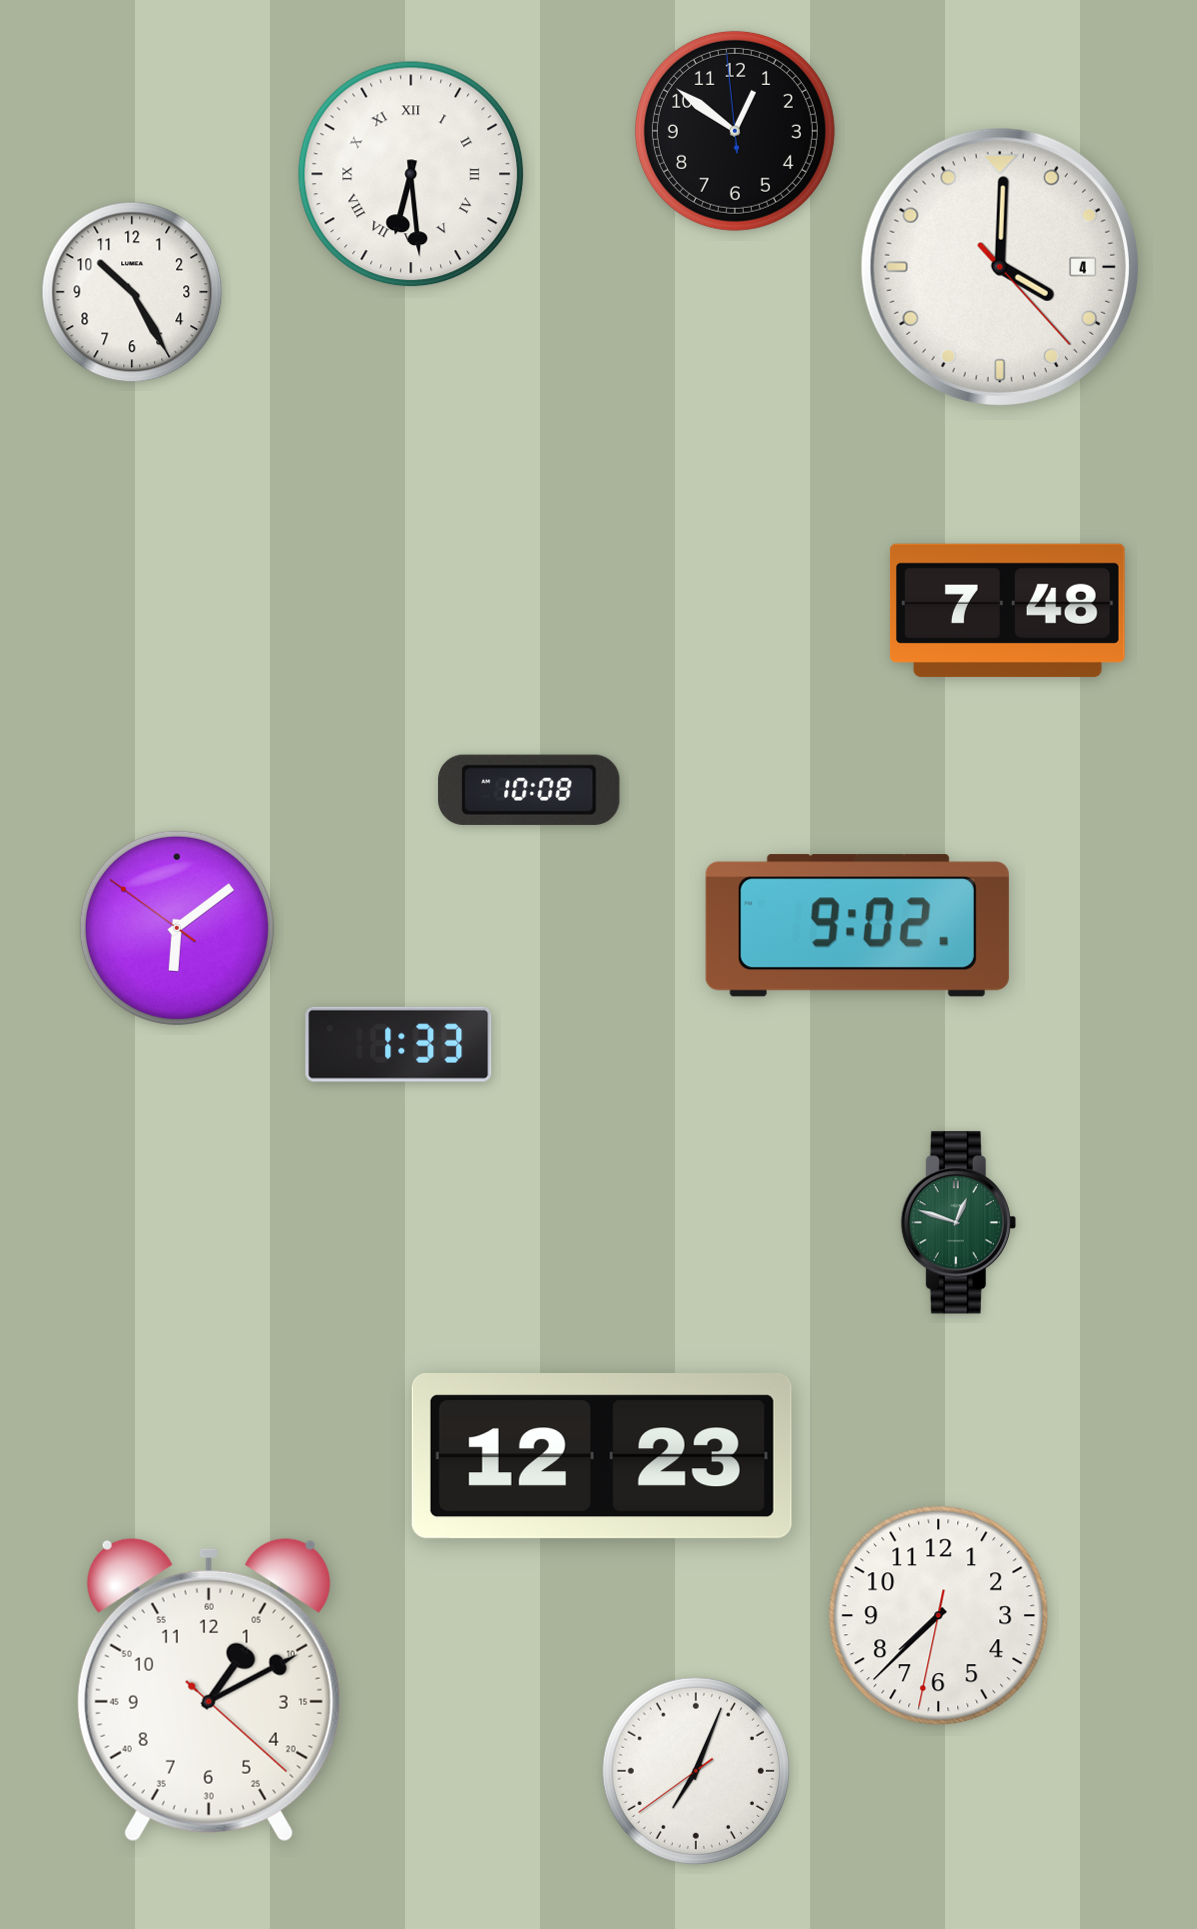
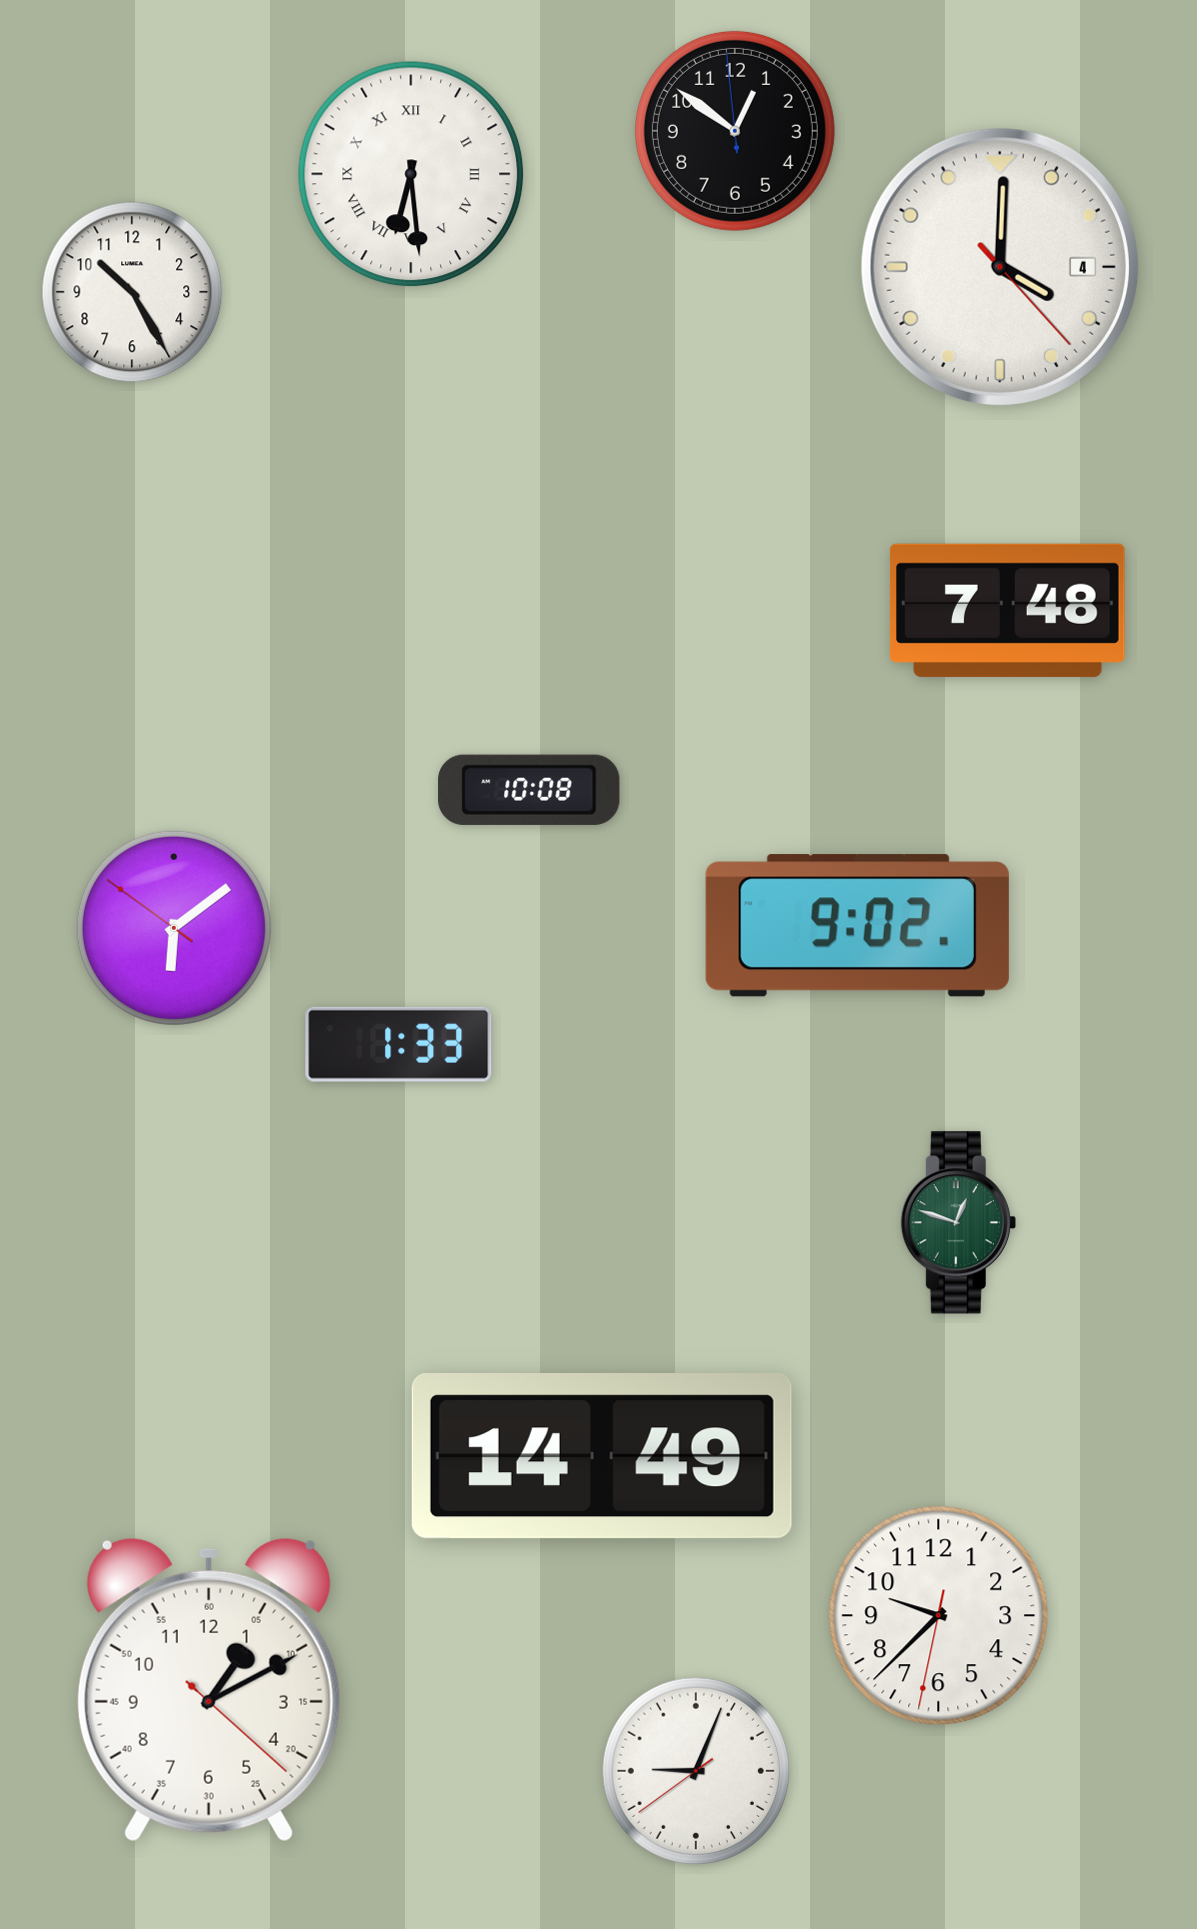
clock at (177, 928) position: (177, 928) -> (174, 928)
clock at (602, 1457): 12:23 -> 14:49
clock at (939, 1616): 7:37 -> 9:37
clock at (695, 1770): 7:03 -> 9:03
